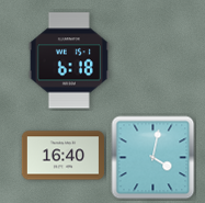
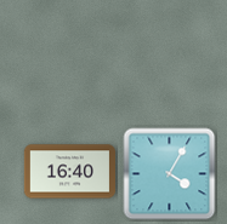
clock at (69, 60): 6:18 -> none
clock at (153, 158): 4:02 -> 4:05
